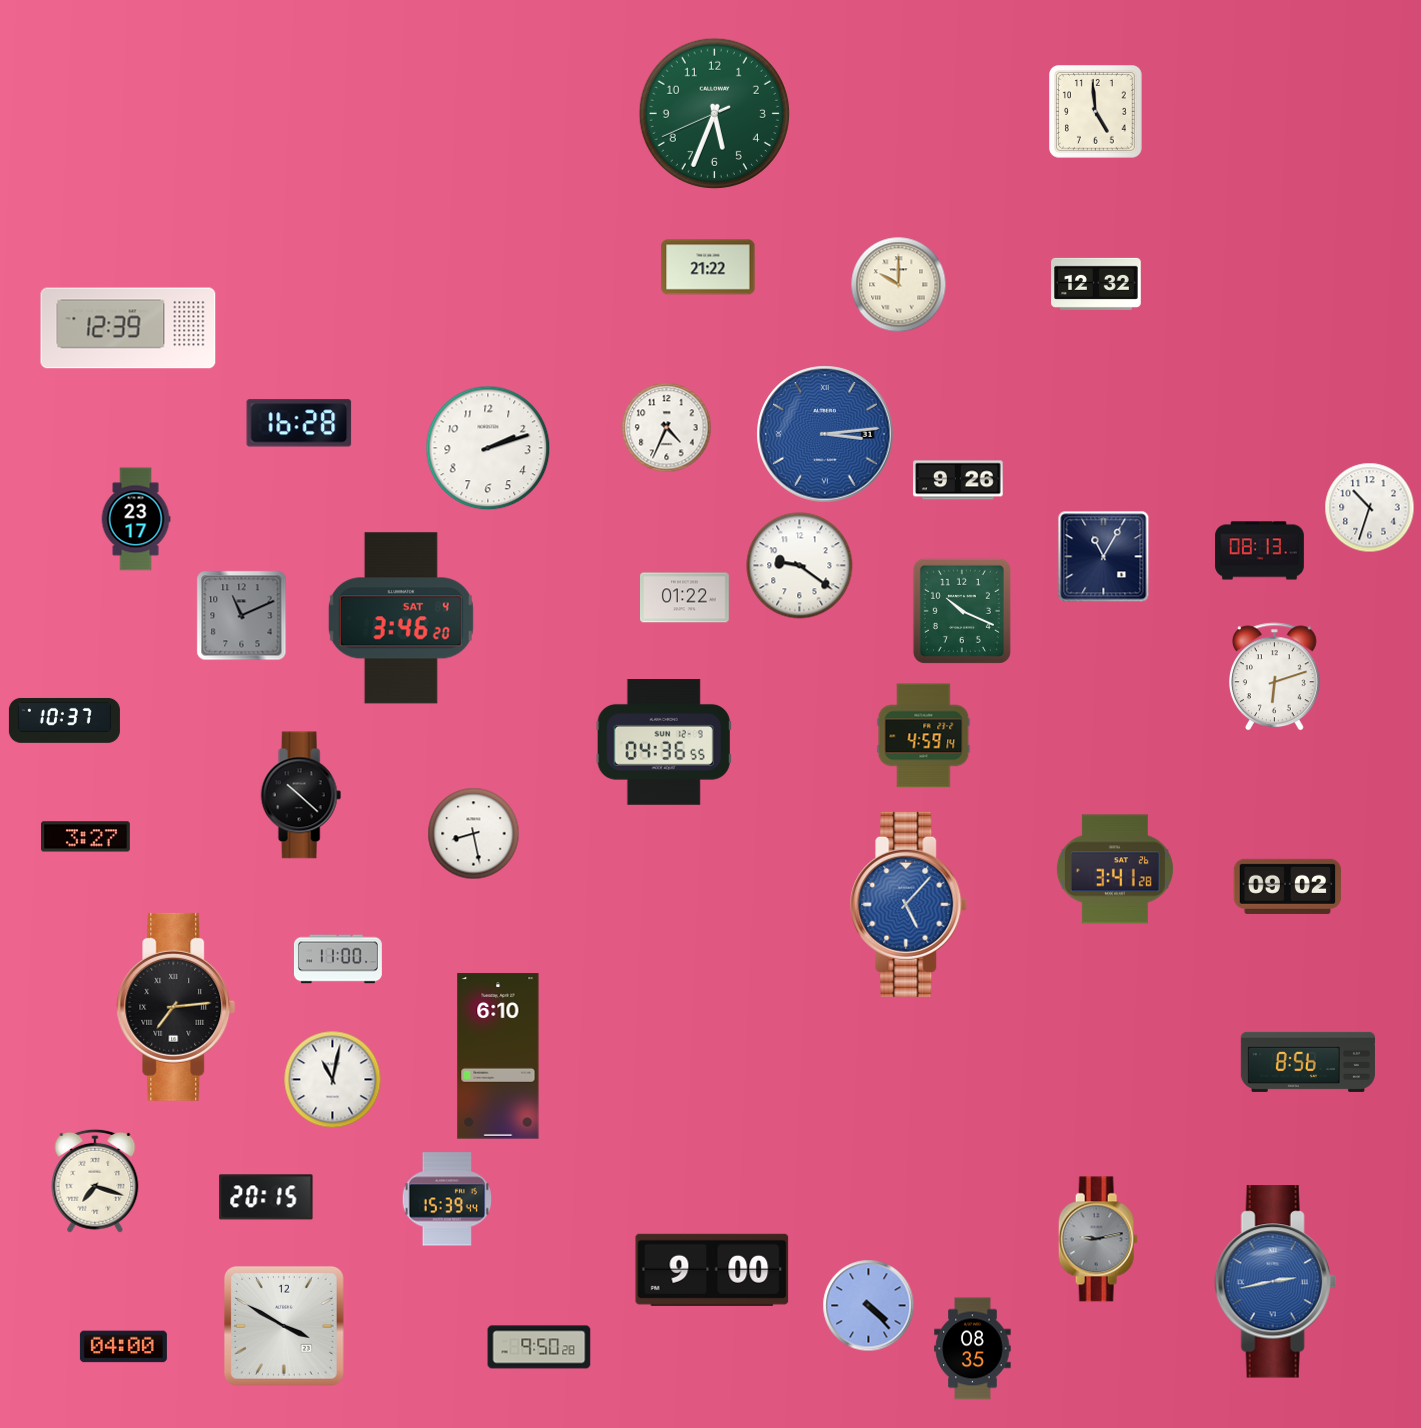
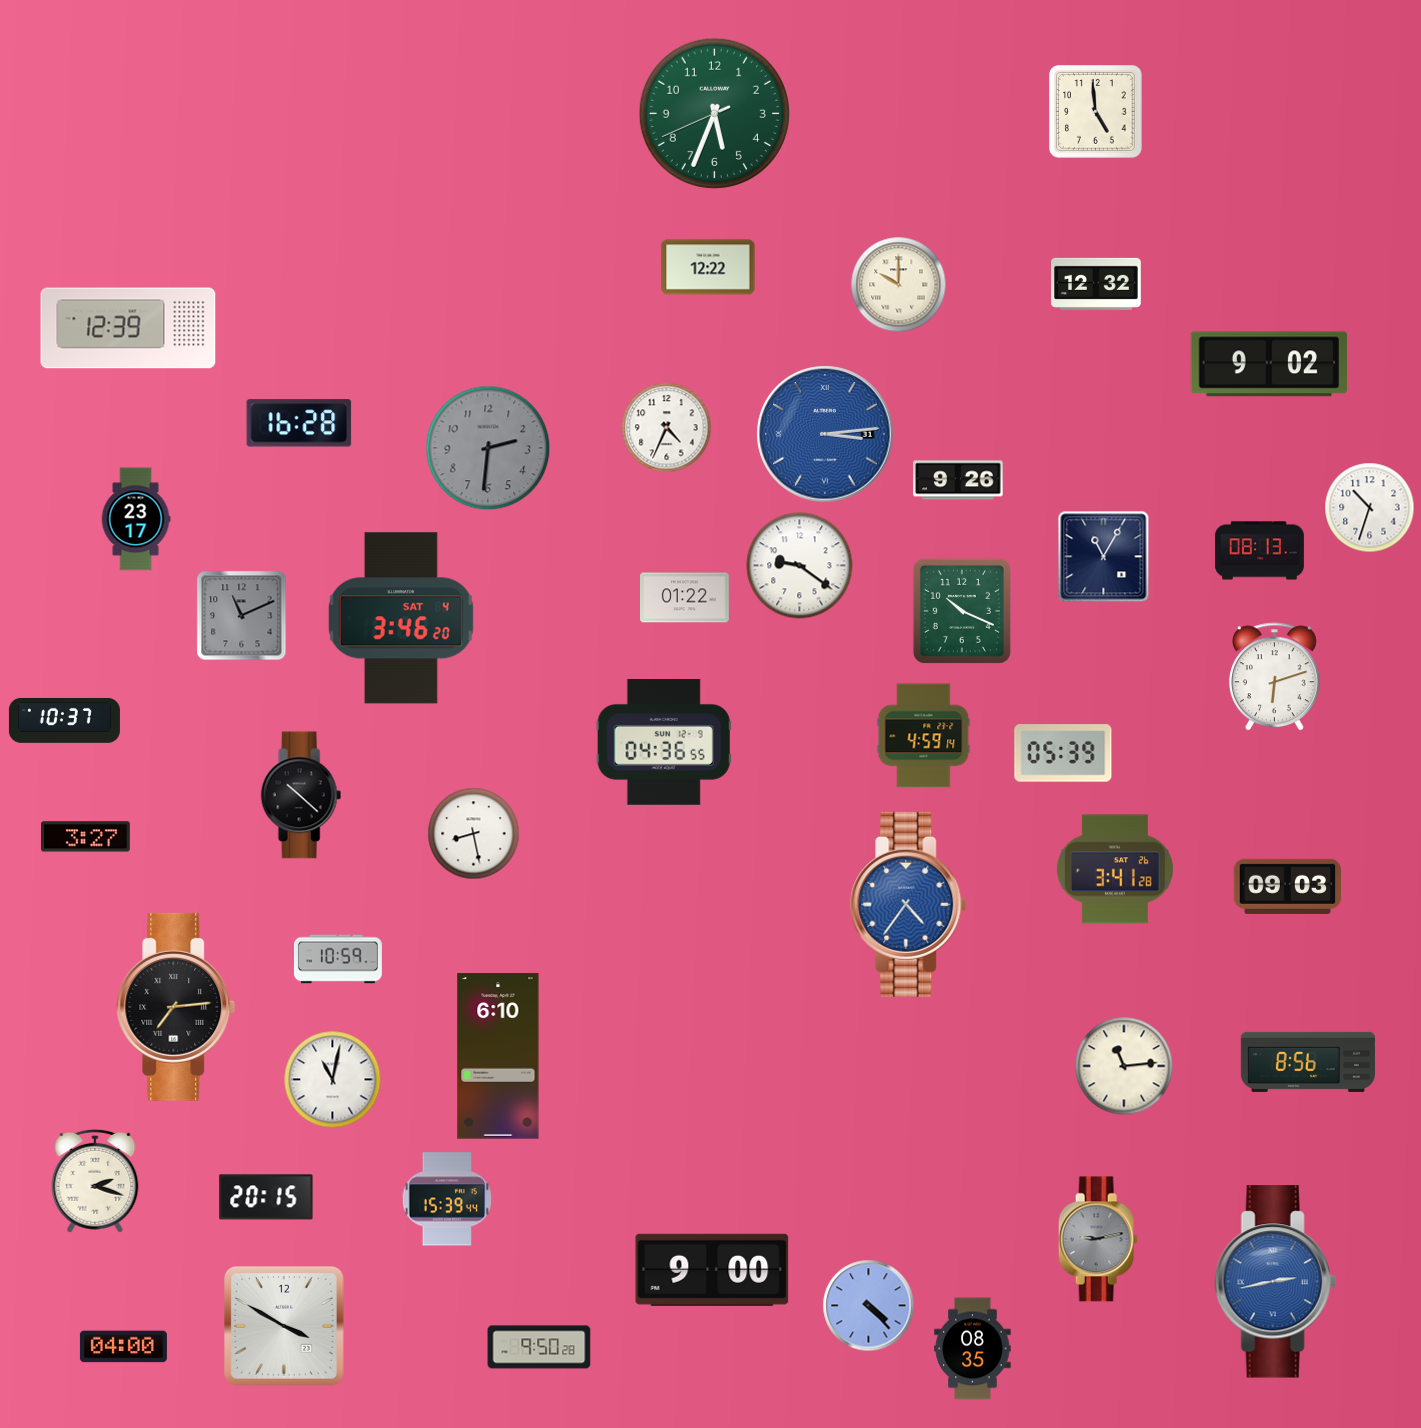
clock at (708, 267): 21:22 -> 12:22
clock at (1269, 364): none -> 9:02
clock at (488, 448): 2:12 -> 2:31
clock at (488, 448) dial: white -> grey
clock at (1063, 753): none -> 05:39
clock at (1288, 886): 09:02 -> 09:03
clock at (909, 904): 5:07 -> 4:36
clock at (338, 959): 11:00 -> 10:59
clock at (1124, 1066): none -> 11:14
clock at (95, 1181): 7:18 -> 2:18
